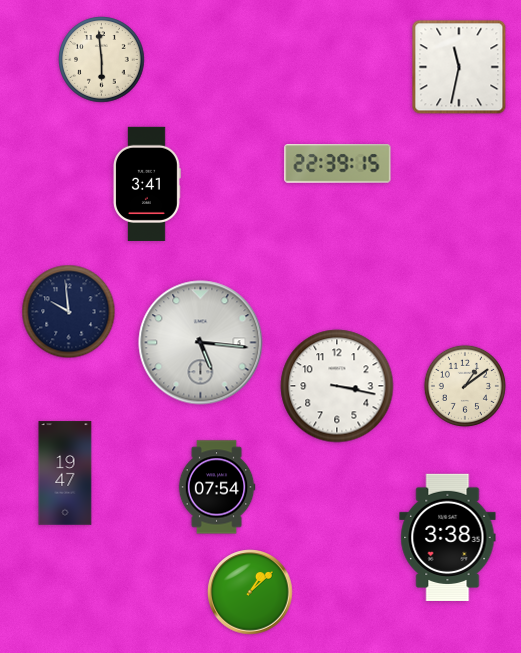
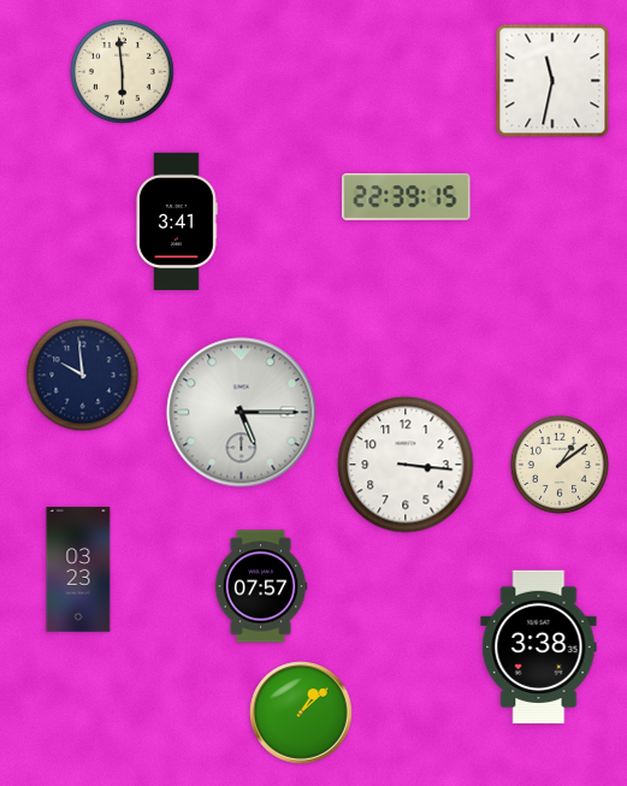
clock at (201, 343): 5:16 -> 5:15
clock at (337, 386): 3:17 -> 3:16
clock at (65, 473): 19:47 -> 03:23
clock at (217, 487): 07:54 -> 07:57
